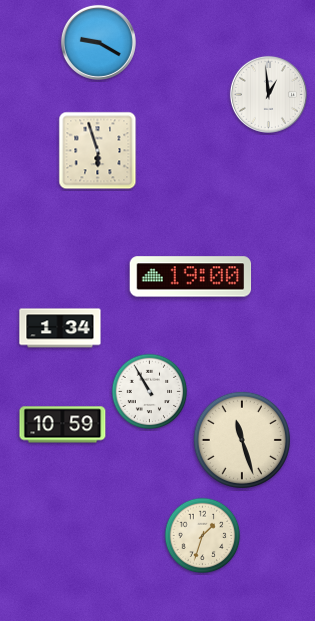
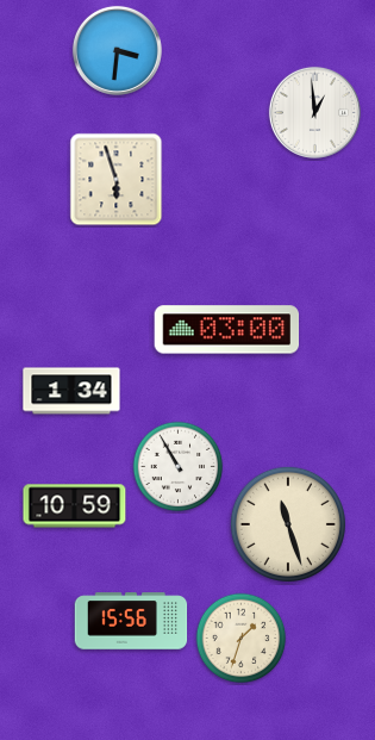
clock at (98, 42): 9:20 -> 3:31
clock at (268, 94) position: (268, 94) -> (314, 112)
clock at (191, 277): 19:00 -> 03:00
clock at (131, 621): none -> 15:56
